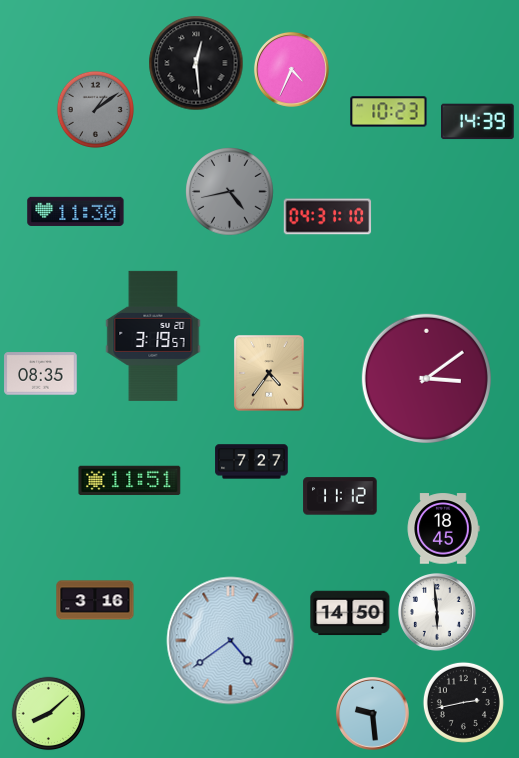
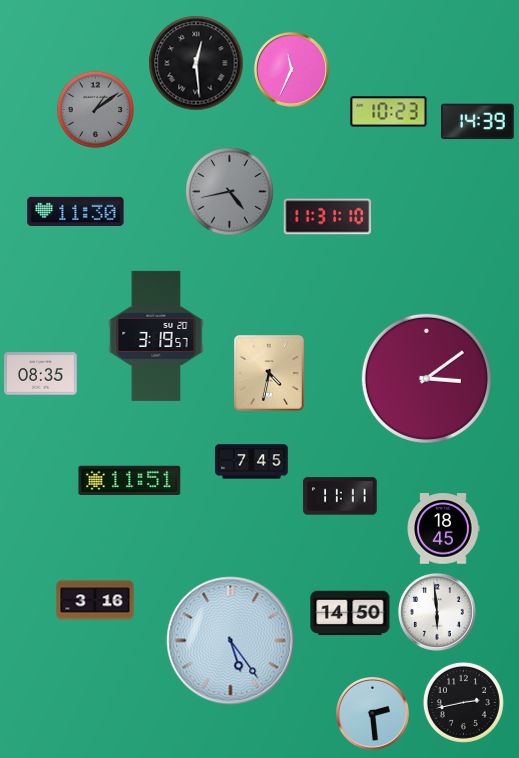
clock at (291, 69): 4:34 -> 11:34
clock at (328, 217): 04:31 -> 11:31
clock at (153, 336) position: (153, 336) -> (156, 336)
clock at (269, 373): 4:36 -> 4:32
clock at (252, 462): 7:27 -> 7:45
clock at (340, 496): 11:12 -> 11:11
clock at (231, 641): 4:39 -> 5:24
clock at (372, 713): 9:29 -> 2:29
clock at (49, 714): 8:08 -> none
